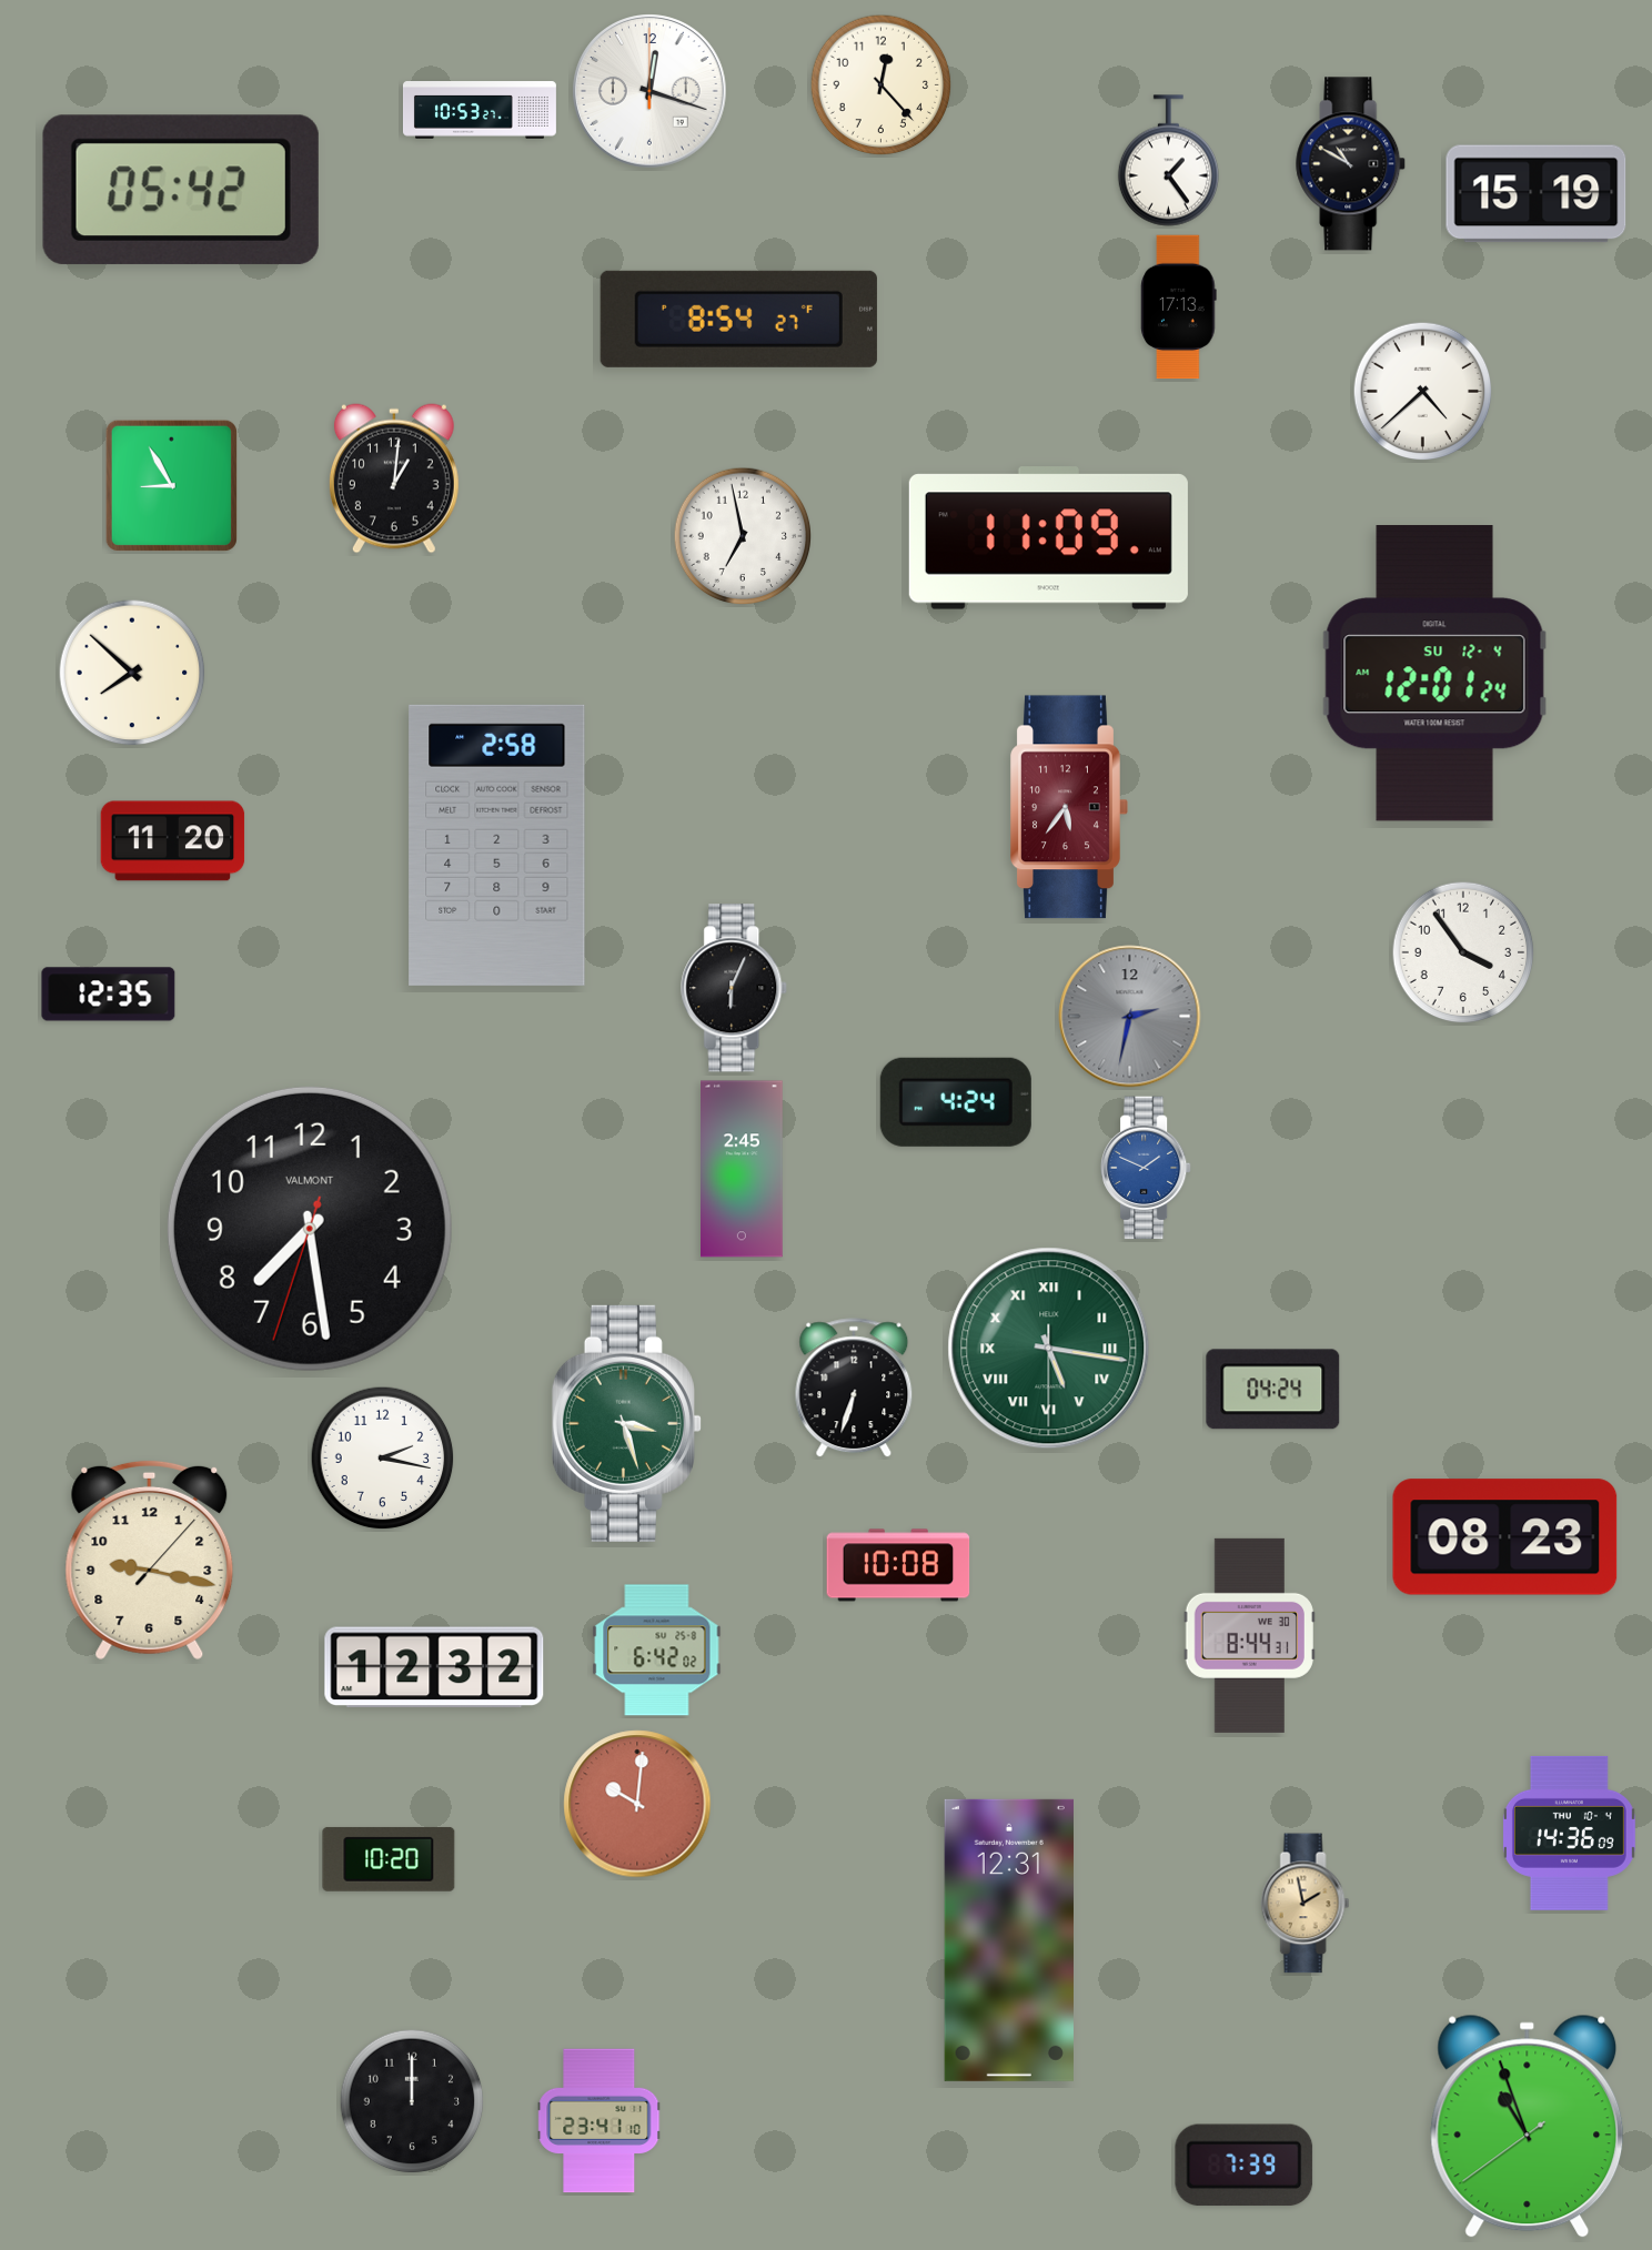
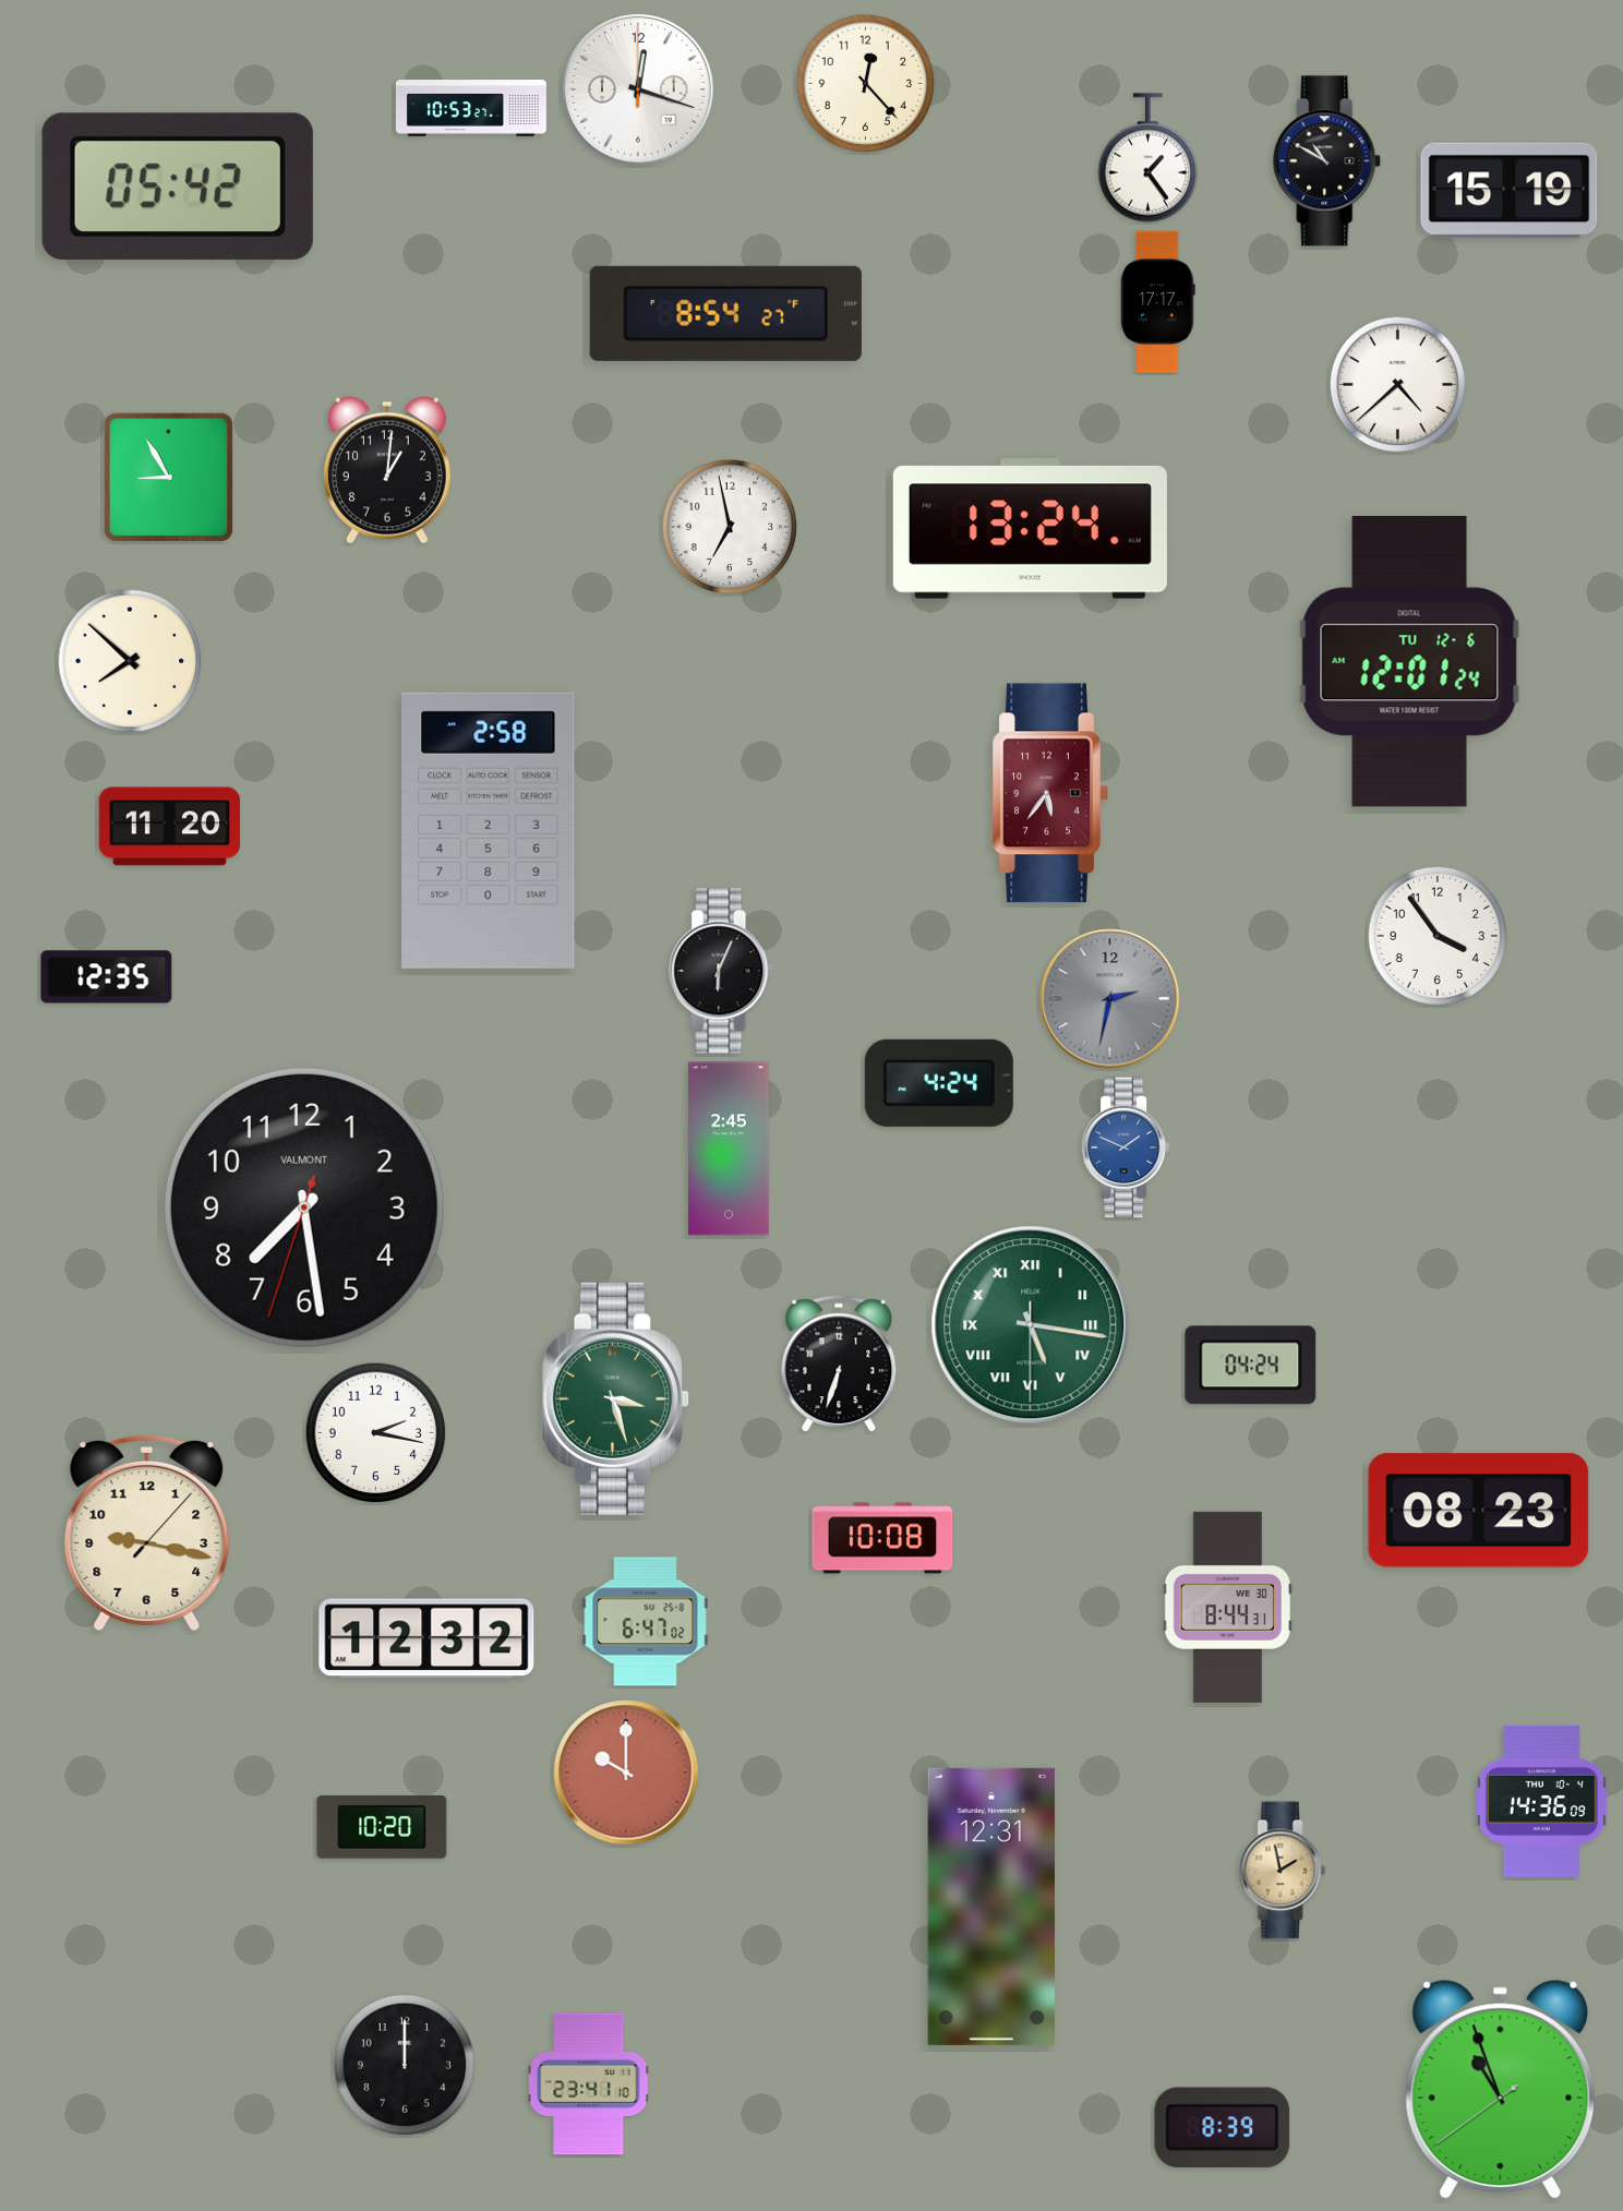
clock at (1179, 307): 17:13 -> 17:17
clock at (1048, 538): 11:09 -> 13:24
clock at (1436, 674) date: SU 12-4 -> TU 12-6
clock at (657, 1651): 6:42 -> 6:47
clock at (637, 1804): 10:01 -> 10:00
clock at (1245, 2166): 7:39 -> 8:39
